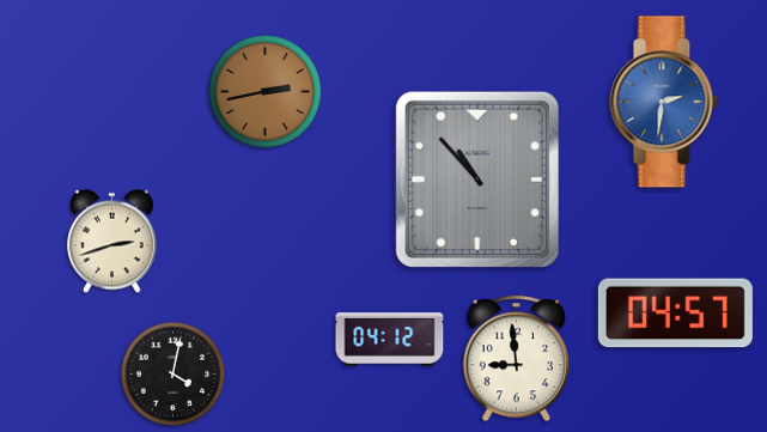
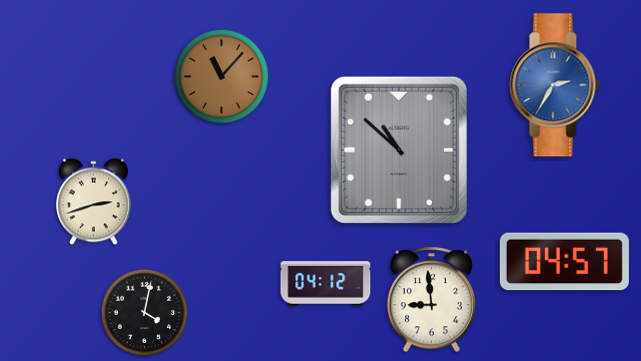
clock at (266, 92): 2:43 -> 11:07
clock at (664, 102): 2:31 -> 2:35
clock at (477, 180): 10:53 -> 10:52
